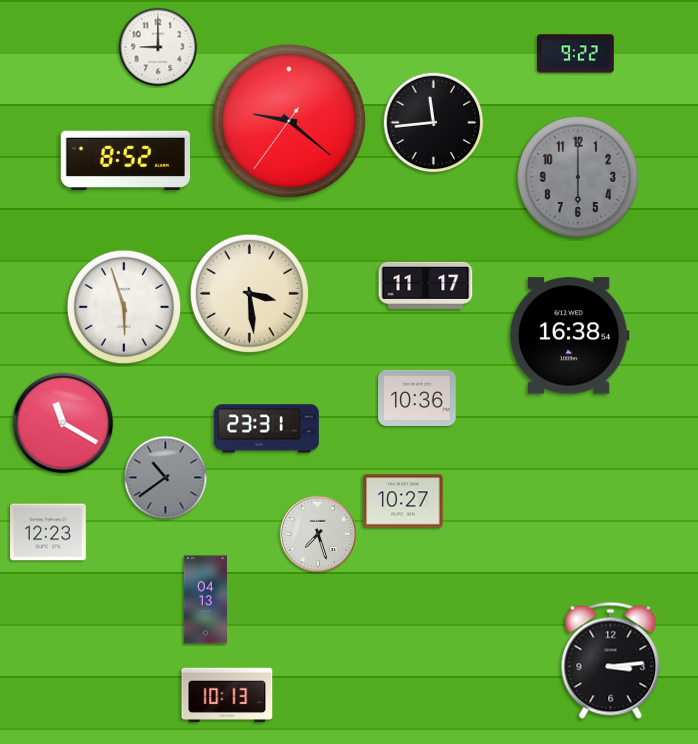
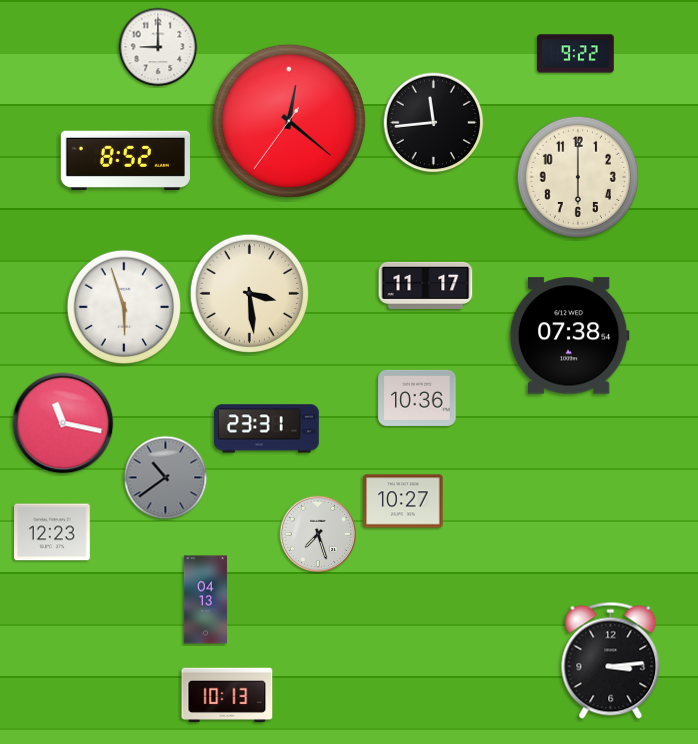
clock at (289, 121): 9:21 -> 12:21
clock at (577, 176) dial: grey -> cream
clock at (569, 336): 16:38 -> 07:38
clock at (63, 423): 11:20 -> 11:17
clock at (49, 532) position: (49, 532) -> (53, 532)
